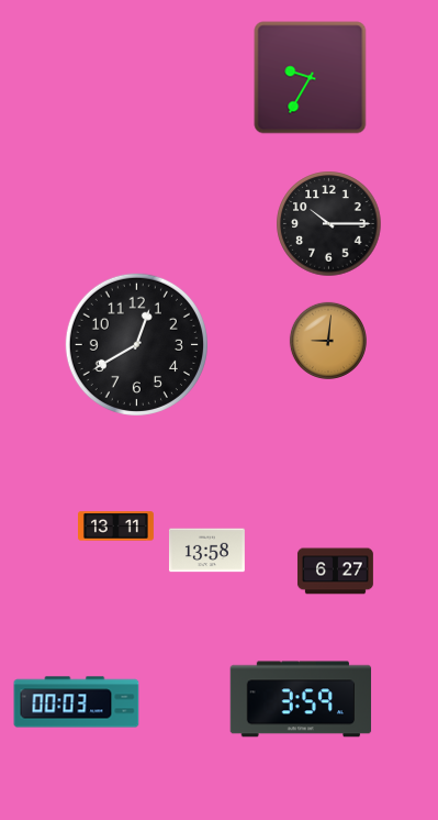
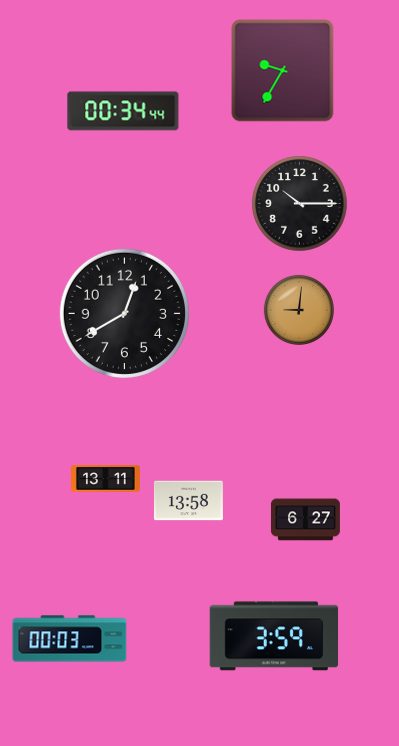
clock at (123, 111): none -> 00:34
